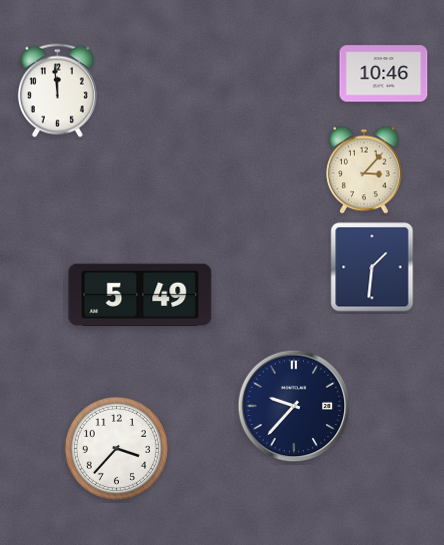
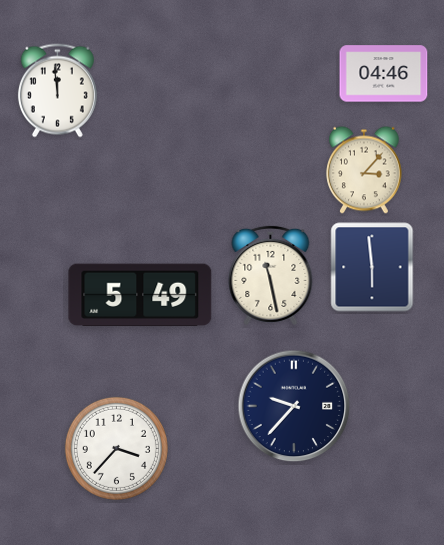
clock at (384, 74): 10:46 -> 04:46
clock at (372, 267): 1:31 -> 5:59
clock at (271, 275): none -> 11:28
